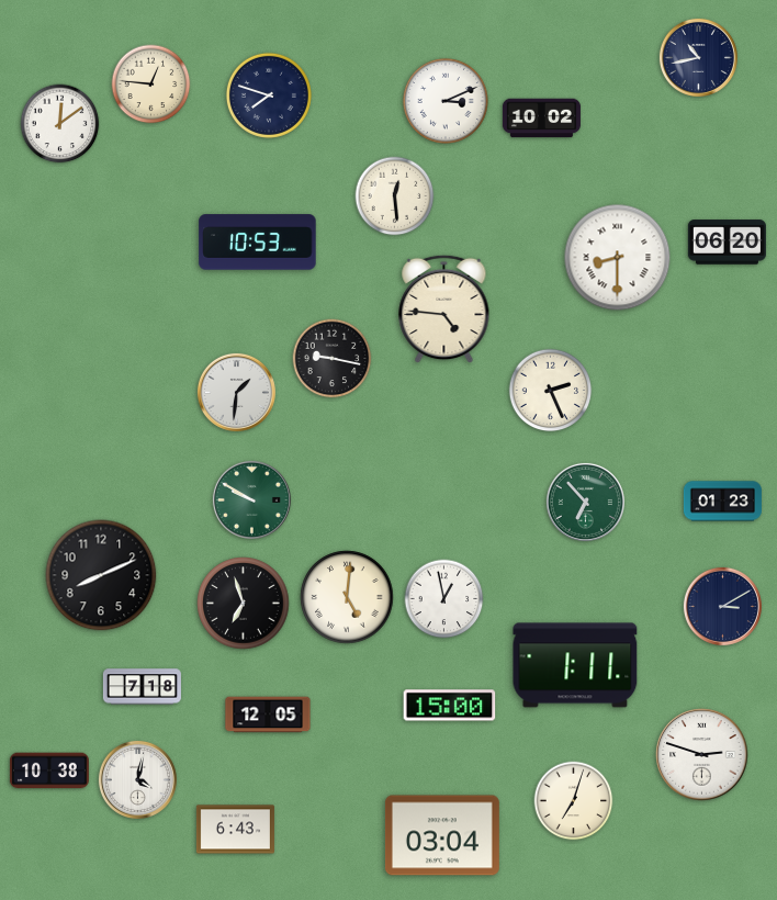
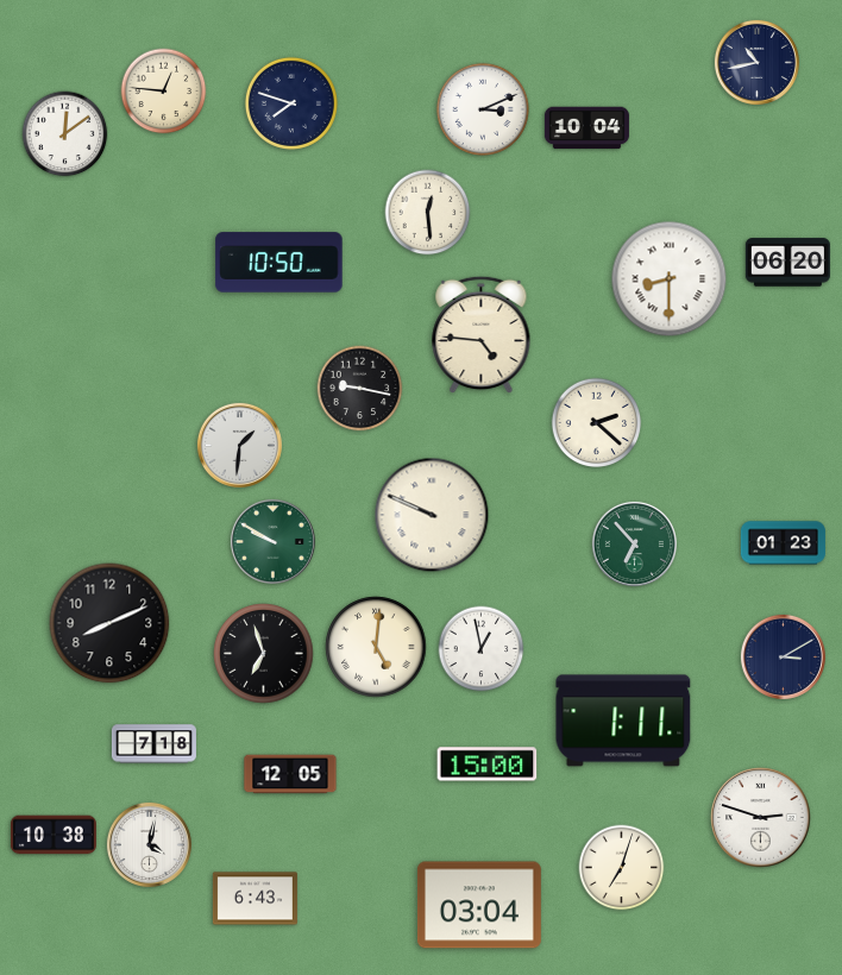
clock at (541, 119): 10:02 -> 10:04
clock at (258, 243): 10:53 -> 10:50
clock at (551, 391): 2:26 -> 2:22
clock at (236, 392) position: (236, 392) -> (239, 445)
clock at (432, 515): none -> 9:49
